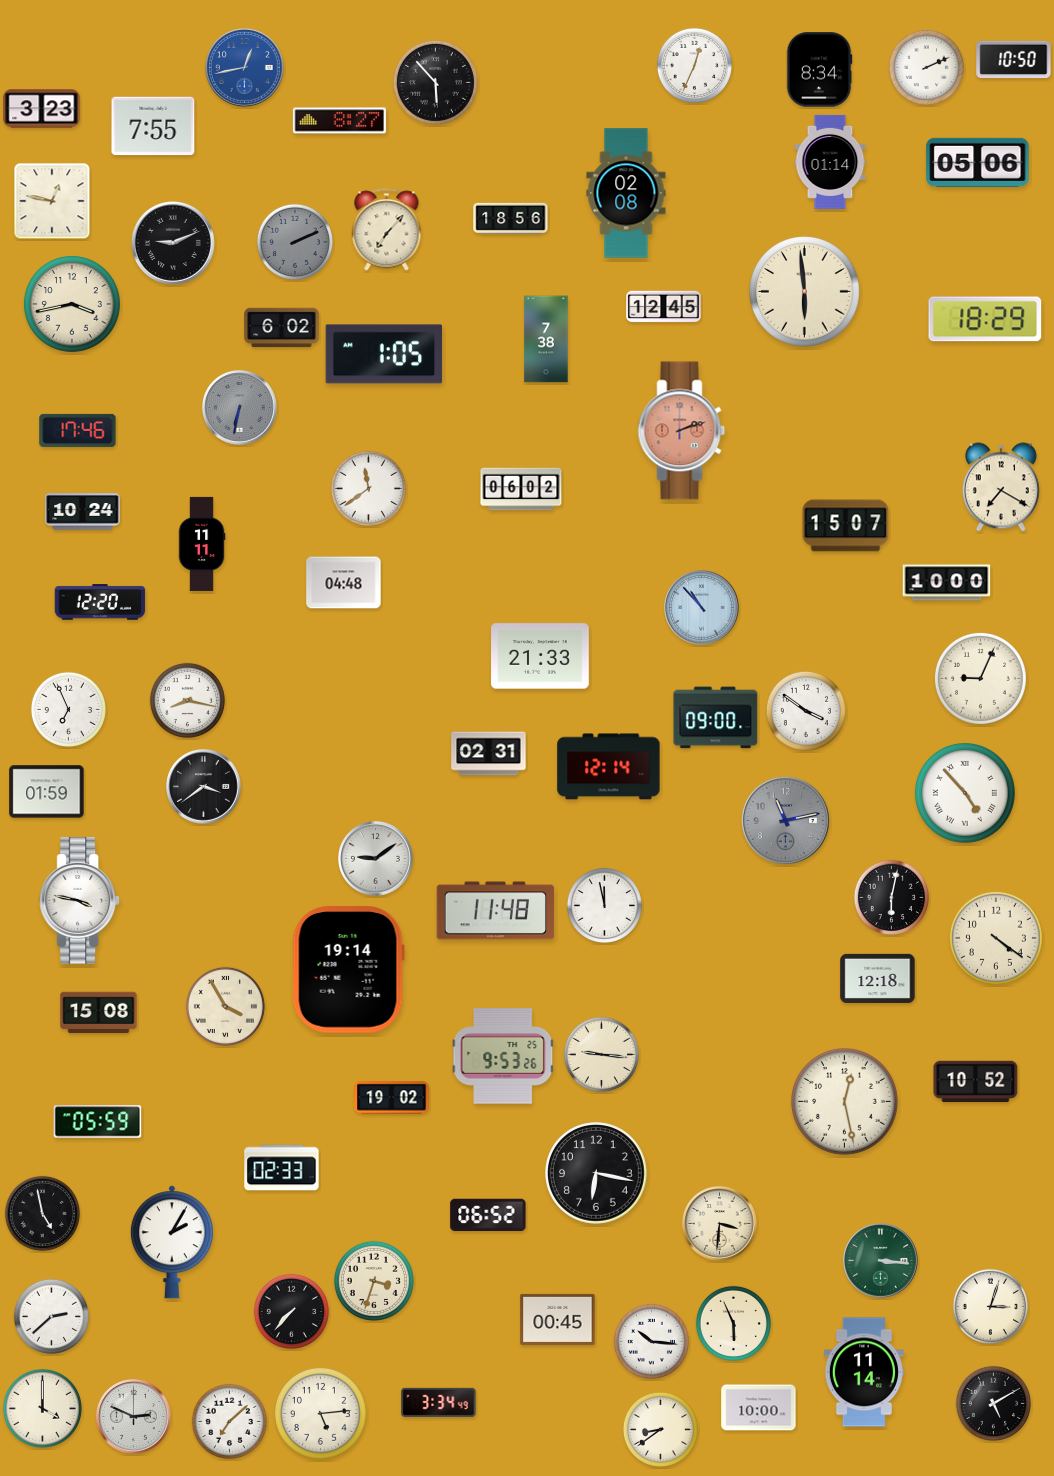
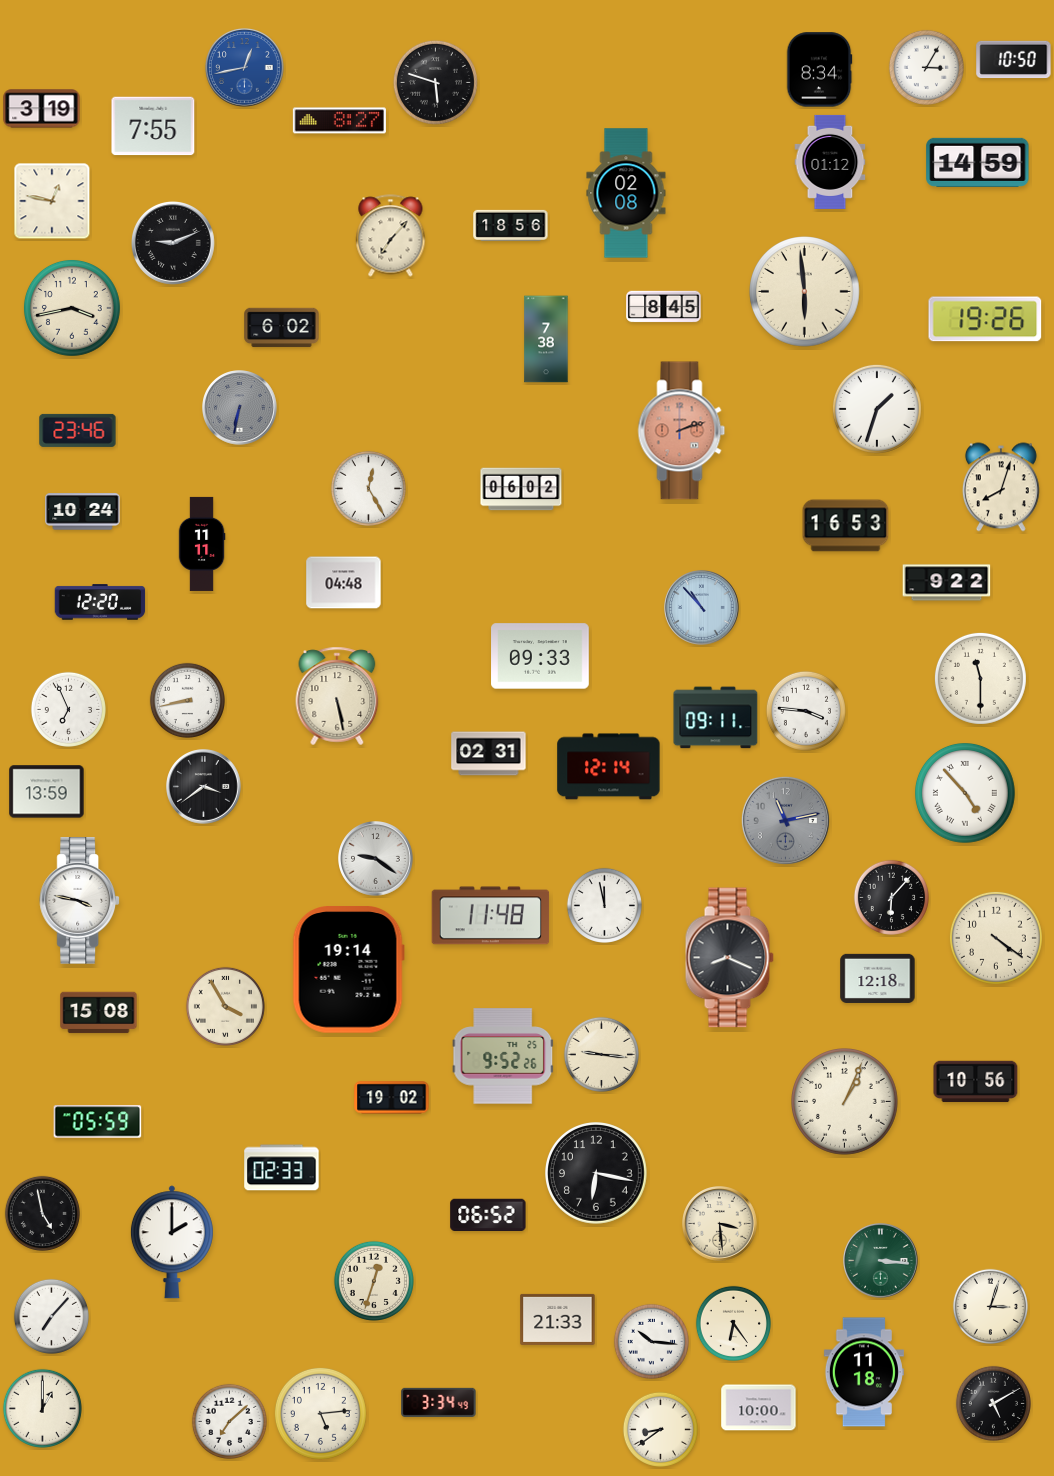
clock at (694, 65): 12:34 -> none
clock at (926, 67): 2:11 -> 3:05
clock at (435, 82): 5:53 -> 5:48
clock at (42, 109): 3:23 -> 3:19
clock at (830, 162): 01:14 -> 01:12
clock at (978, 162): 05:06 -> 14:59
clock at (511, 218) position: (511, 218) -> (511, 225)
clock at (387, 230) position: (387, 230) -> (391, 236)
clock at (295, 242): 2:11 -> none
clock at (72, 304) position: (72, 304) -> (72, 308)
clock at (664, 307): 12:45 -> 8:45
clock at (985, 319): 18:29 -> 19:26
clock at (384, 354): 1:05 -> none
clock at (877, 409): none -> 1:33
clock at (78, 430): 17:46 -> 23:46
clock at (1001, 487): 7:20 -> 8:03
clock at (368, 488): 11:39 -> 12:25
clock at (846, 526): 15:07 -> 16:53
clock at (947, 583): 10:00 -> 9:22
clock at (540, 656): 21:33 -> 09:33
clock at (980, 678): 9:04 -> 11:30
clock at (337, 696): none -> 5:28
clock at (187, 700): 8:17 -> 8:43
clock at (806, 711): 3:51 -> 3:46
clock at (716, 718): 09:00 -> 09:11
clock at (47, 792): 01:59 -> 13:59
clock at (376, 859): 9:09 -> 9:21
clock at (891, 897): 6:02 -> 6:07
clock at (496, 911) position: (496, 911) -> (491, 916)
clock at (729, 958): none -> 8:19
clock at (503, 1056): 9:53 -> 9:52
clock at (976, 1082): 10:52 -> 10:56
clock at (845, 1102): 12:28 -> 1:04
clock at (720, 1224): 3:31 -> 3:29
clock at (172, 1242): 2:05 -> 2:00
clock at (374, 1281): 3:33 -> 12:33
clock at (291, 1311): 7:37 -> none
clock at (51, 1316): 2:38 -> 7:07
clock at (558, 1319): 00:45 -> 21:33
clock at (733, 1323): 5:56 -> 6:24
clock at (864, 1372): 11:14 -> 11:18
clock at (42, 1408): 4:00 -> 1:00
clock at (134, 1417): 2:49 -> none
